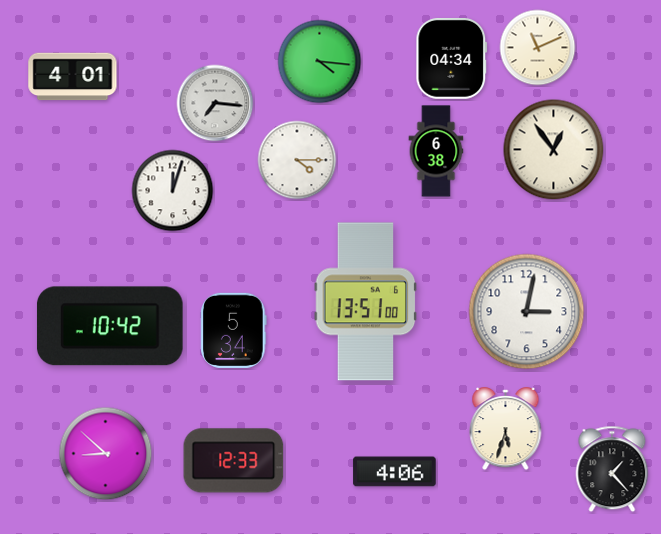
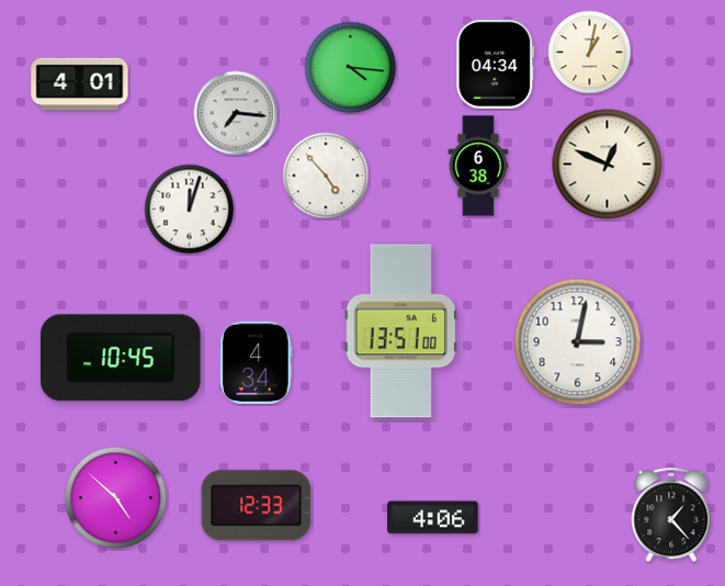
clock at (538, 48): 11:11 -> 1:02
clock at (554, 150): 12:54 -> 12:49
clock at (297, 160): 4:15 -> 4:53
clock at (110, 326): 10:42 -> 10:45
clock at (234, 330): 5:34 -> 4:34
clock at (506, 429): 5:33 -> none
clock at (106, 454): 8:52 -> 4:52
